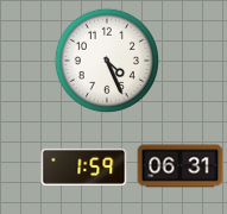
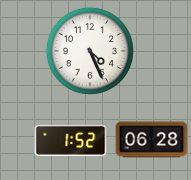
clock at (84, 166): 1:59 -> 1:52
clock at (181, 166): 06:31 -> 06:28
